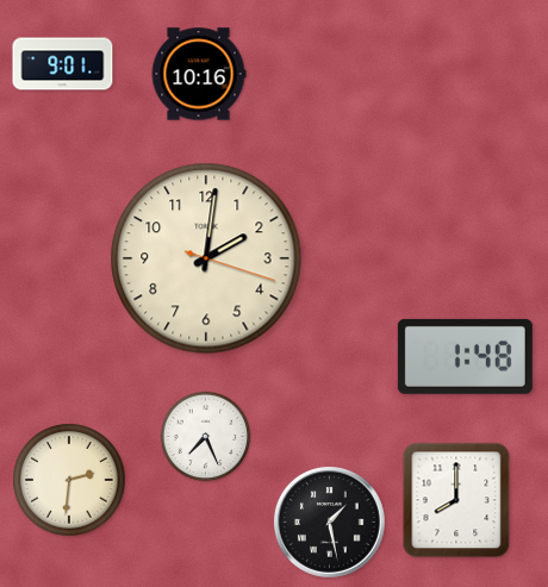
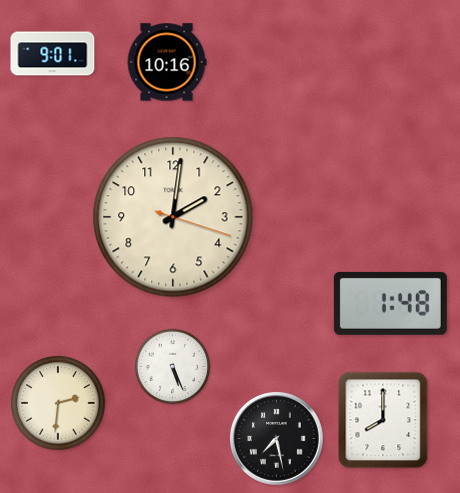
clock at (465, 356) position: (465, 356) -> (390, 303)
clock at (206, 437): 7:26 -> 5:26
clock at (329, 522): 1:28 -> 7:28
